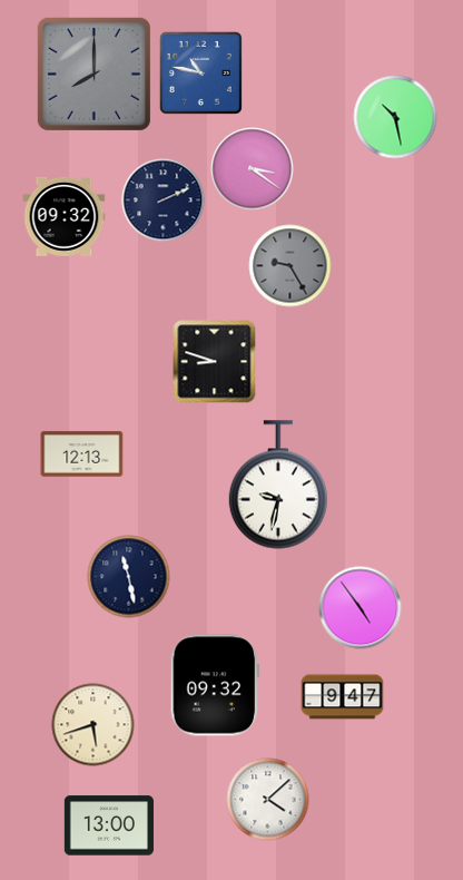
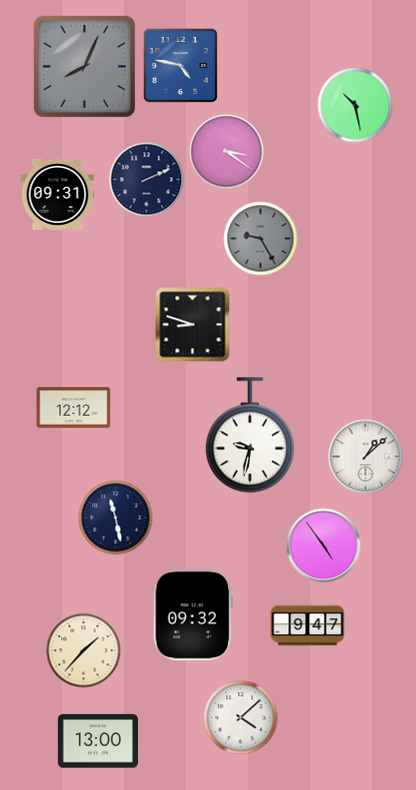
clock at (200, 72): 10:47 -> 4:47
clock at (93, 74): 8:00 -> 8:04
clock at (65, 216): 09:32 -> 09:31
clock at (82, 454): 12:13 -> 12:12
clock at (366, 457): none -> 1:08
clock at (93, 725): 5:42 -> 1:37
